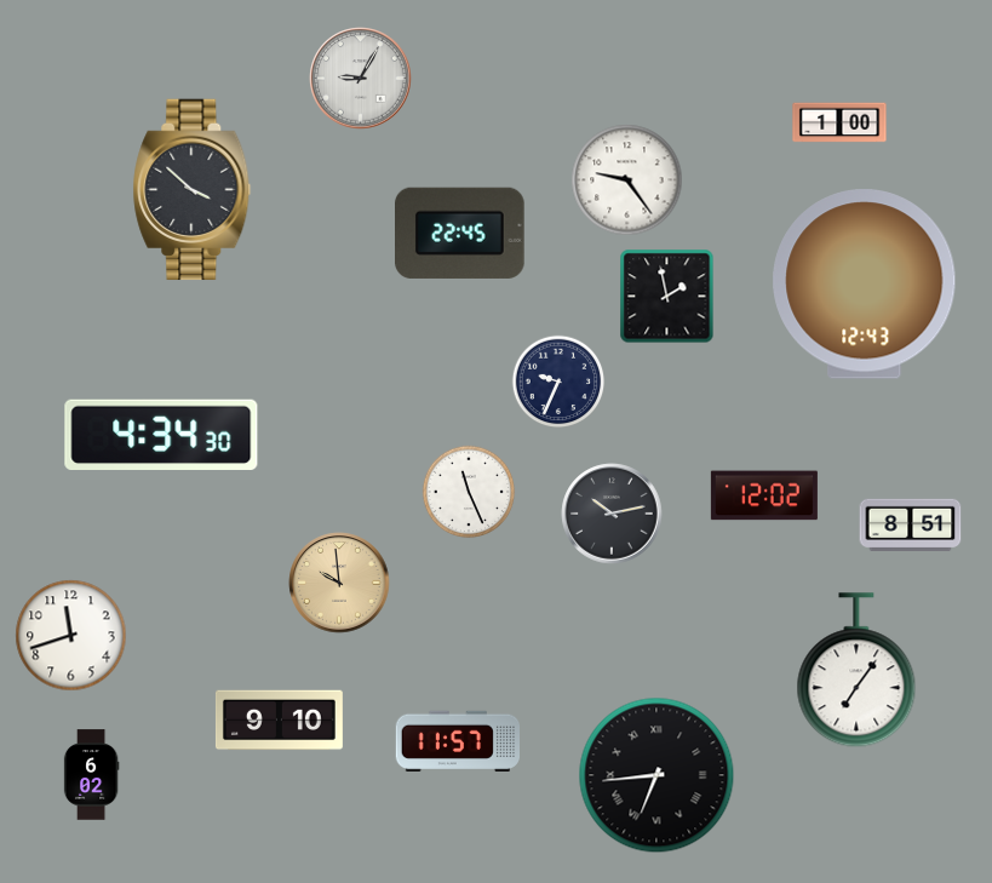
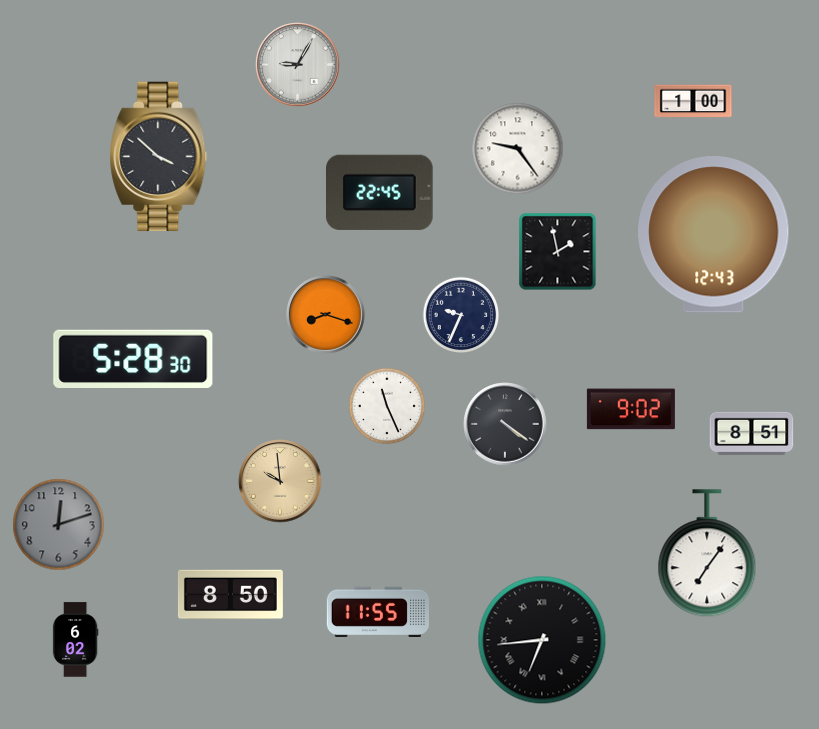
clock at (667, 297) position: (667, 297) -> (558, 252)
clock at (326, 315): none -> 8:18
clock at (161, 435): 4:34 -> 5:28
clock at (764, 495): 12:02 -> 9:02
clock at (612, 514): 10:13 -> 4:21
clock at (71, 636): 11:42 -> 12:12
clock at (71, 636) dial: white -> grey
clock at (279, 721): 9:10 -> 8:50
clock at (457, 740): 11:57 -> 11:55
